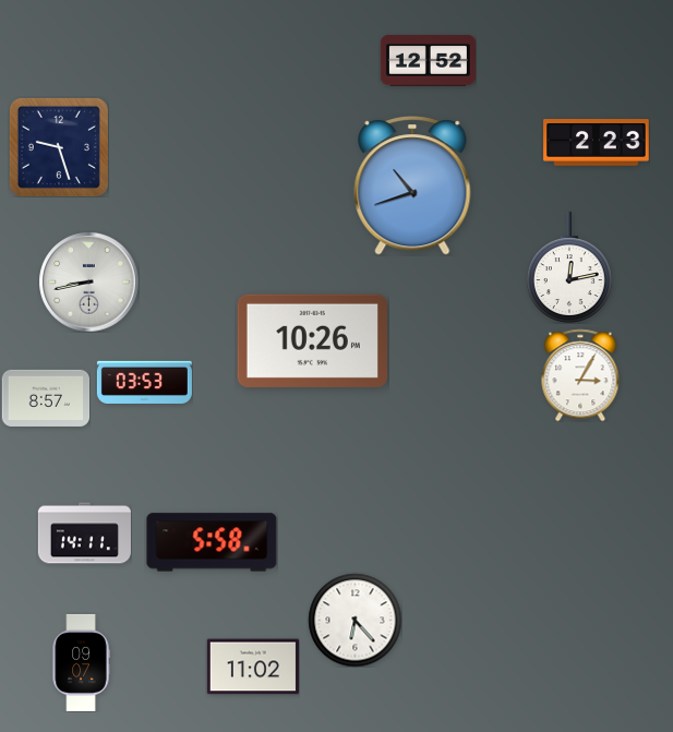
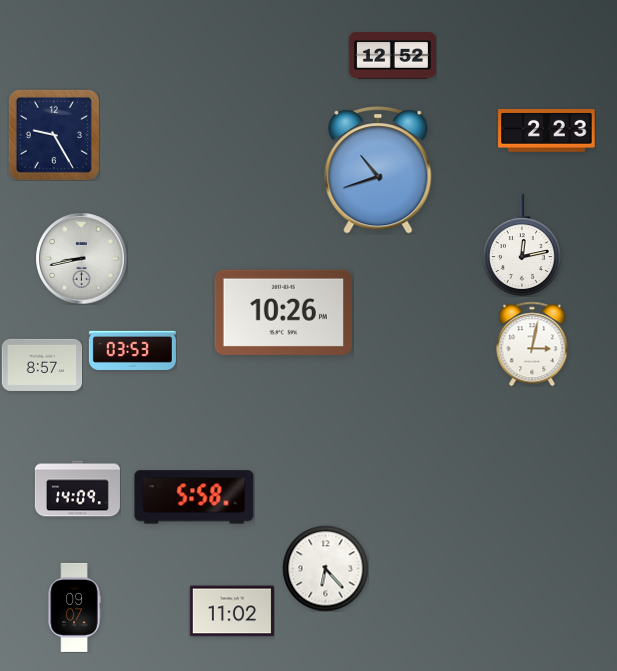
clock at (59, 147): 9:27 -> 9:25
clock at (312, 340) position: (312, 340) -> (283, 312)
clock at (580, 375): 3:05 -> 3:02
clock at (84, 533): 14:11 -> 14:09
